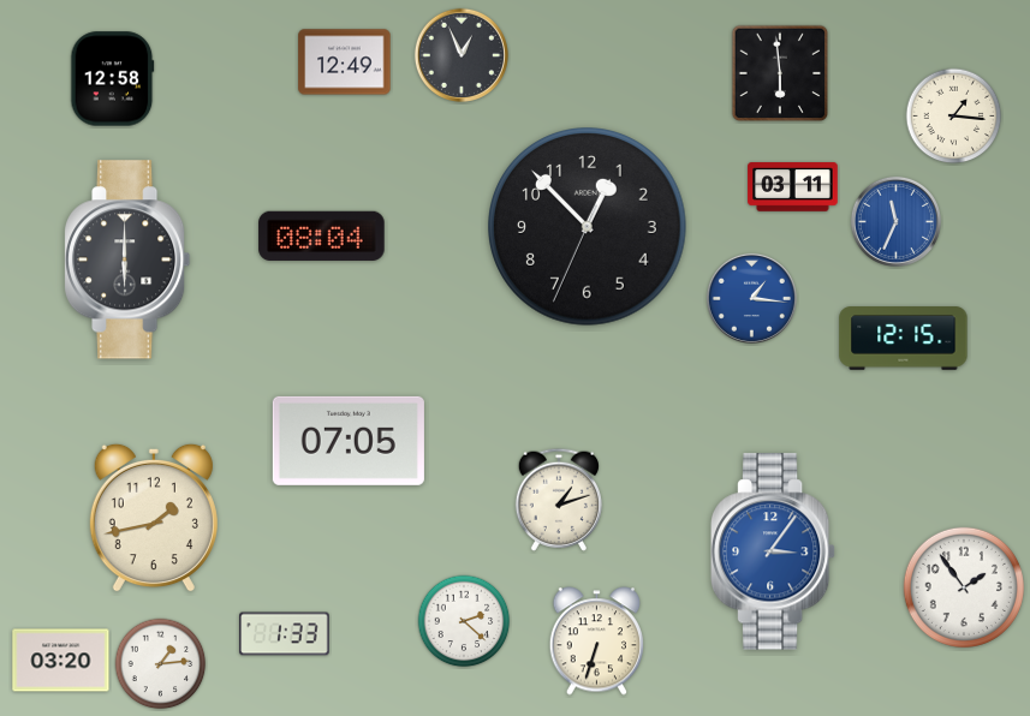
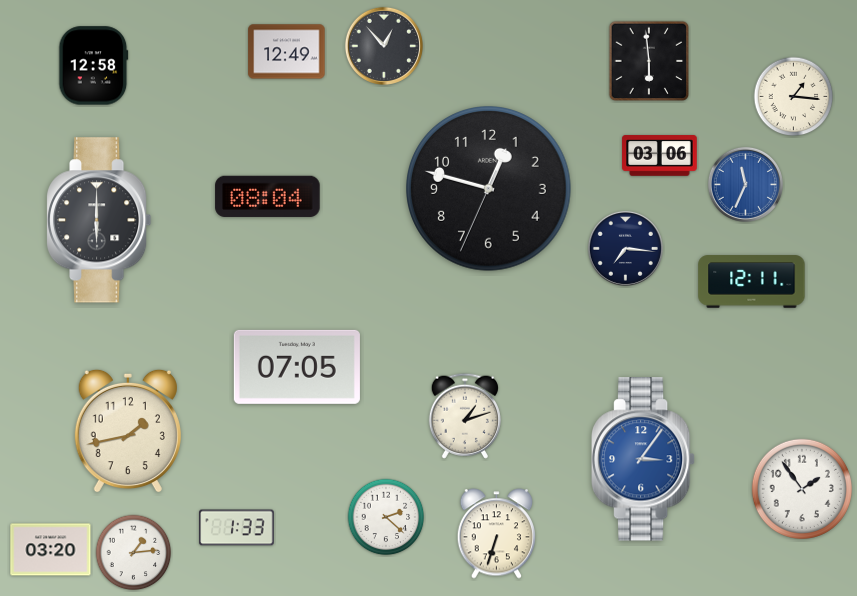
clock at (462, 55): 12:56 -> 12:53
clock at (793, 187): 03:11 -> 03:06
clock at (588, 227): 12:52 -> 12:47
clock at (127, 259) position: (127, 259) -> (99, 220)
clock at (751, 298): 1:16 -> 7:16
clock at (751, 298) dial: blue -> navy
clock at (904, 339): 12:15 -> 12:11
clock at (349, 441) position: (349, 441) -> (297, 367)
